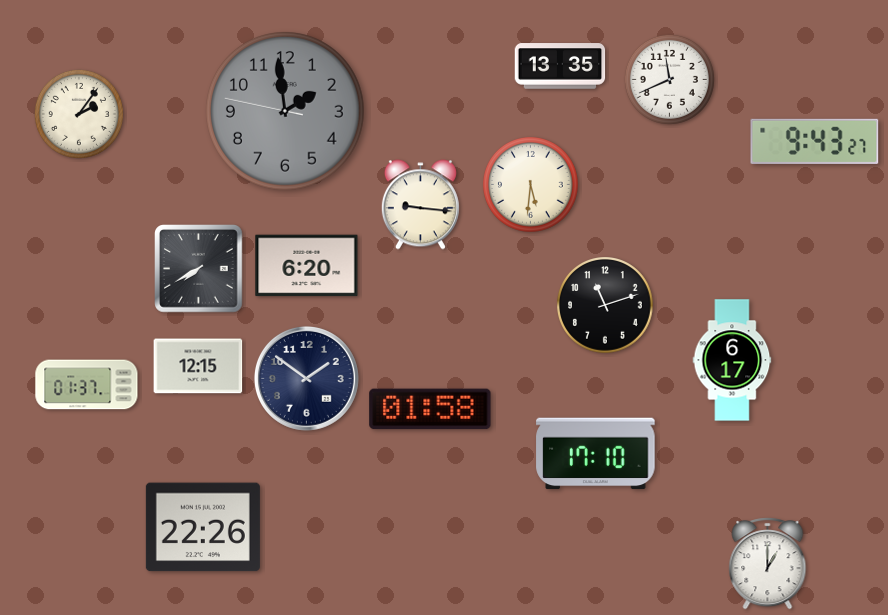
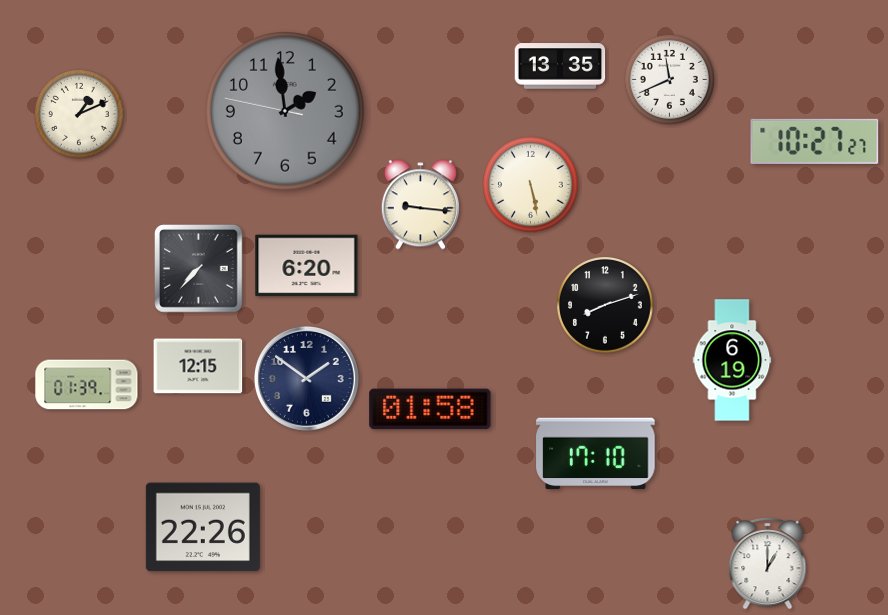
clock at (79, 114): 2:06 -> 1:11
clock at (815, 141): 9:43 -> 10:27
clock at (531, 185): 5:31 -> 5:28
clock at (199, 269): 7:40 -> 7:37
clock at (606, 306): 11:12 -> 8:12
clock at (732, 360): 6:17 -> 6:19
clock at (87, 385): 01:37 -> 01:39
